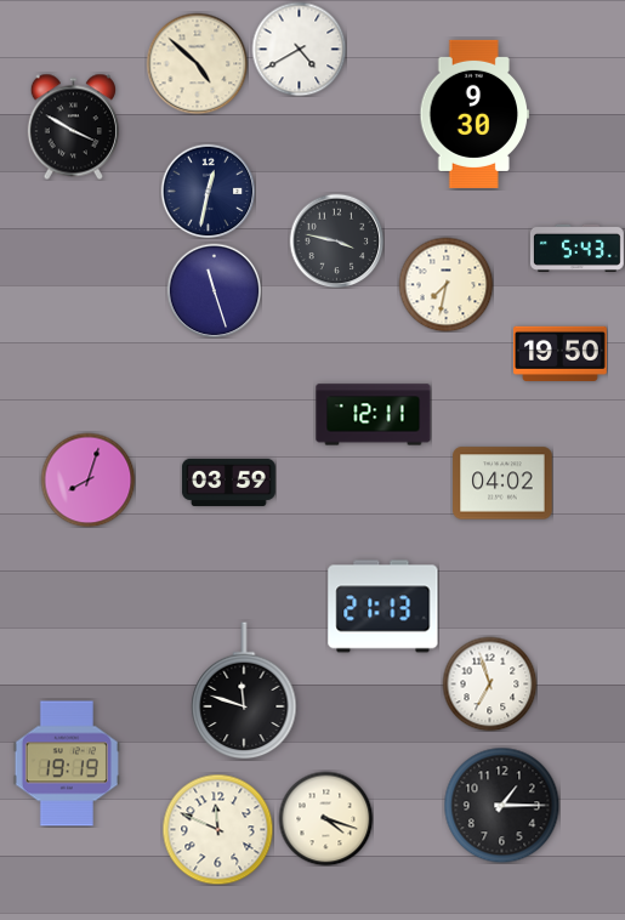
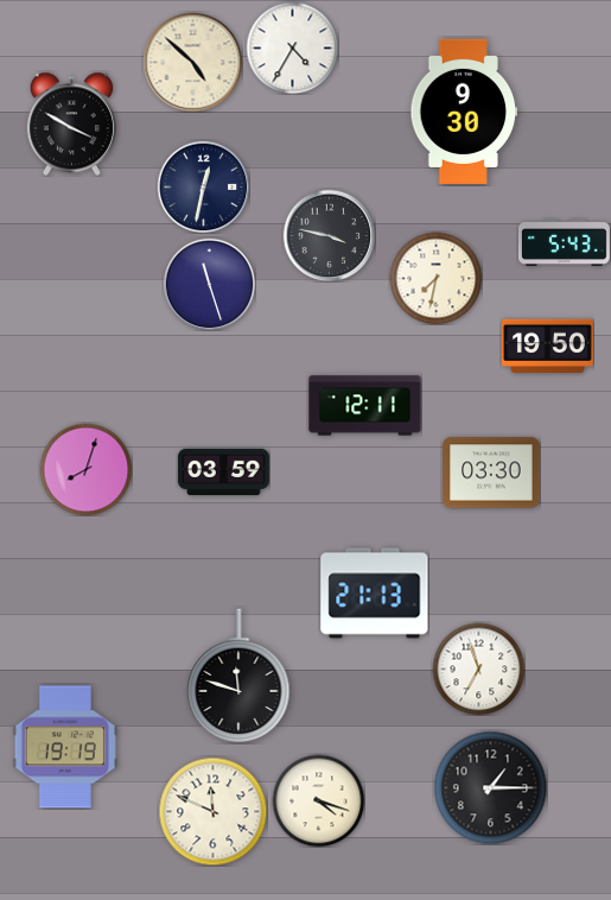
clock at (299, 49): 4:40 -> 4:35
clock at (502, 483): 04:02 -> 03:30
